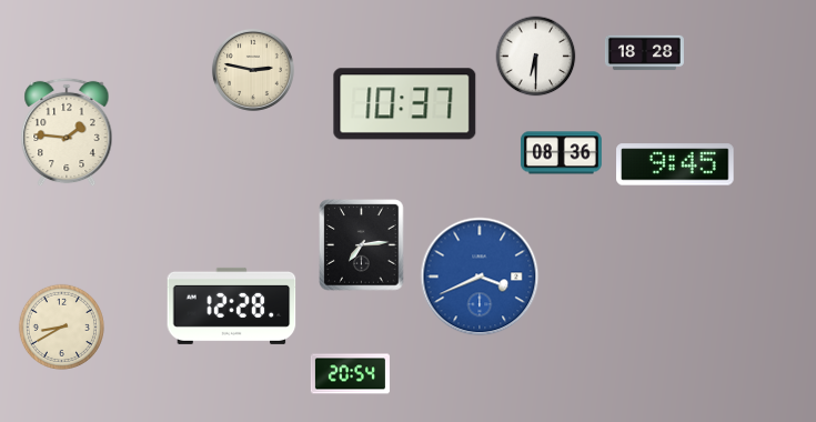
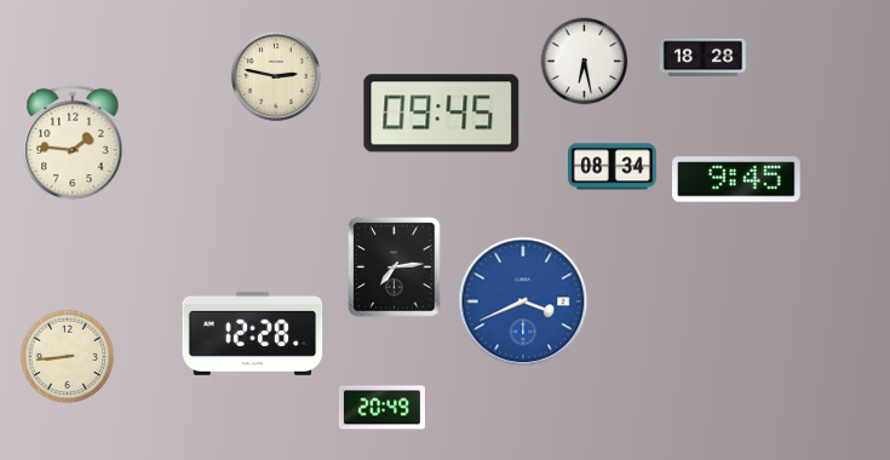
clock at (536, 57): 6:30 -> 6:28
clock at (405, 104): 10:37 -> 09:45
clock at (562, 153): 08:36 -> 08:34
clock at (61, 326): 8:40 -> 8:44
clock at (350, 374): 20:54 -> 20:49
